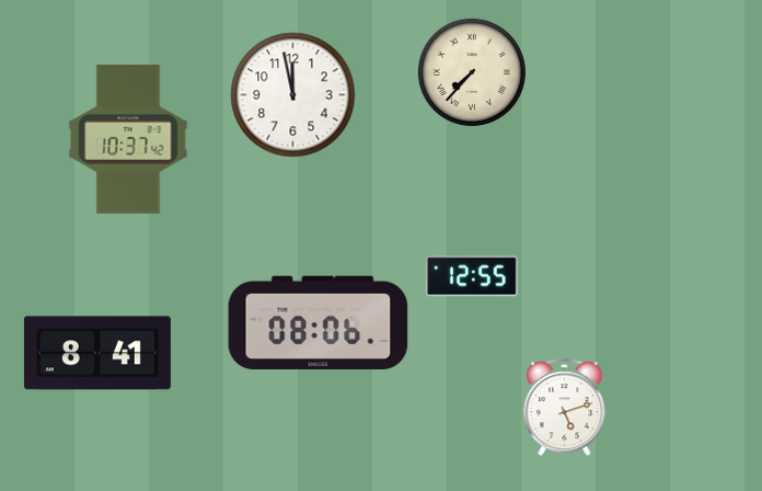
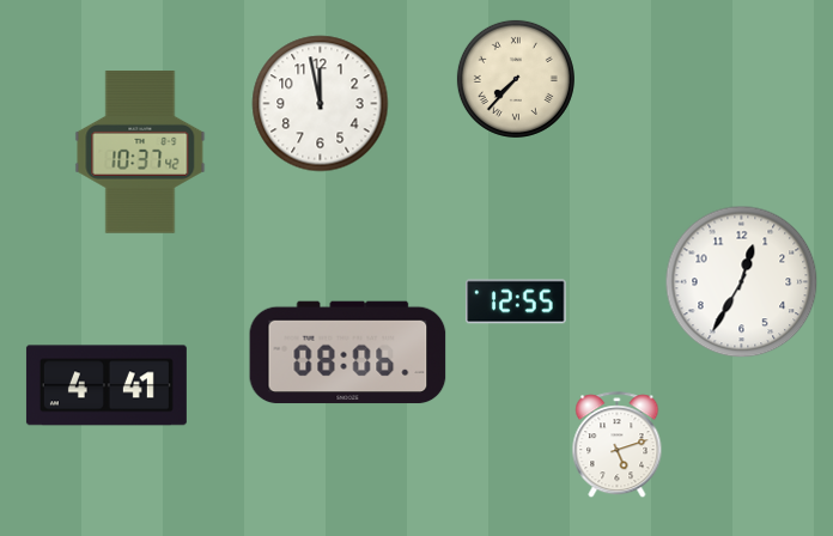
clock at (742, 282): none -> 12:35
clock at (97, 353): 8:41 -> 4:41
